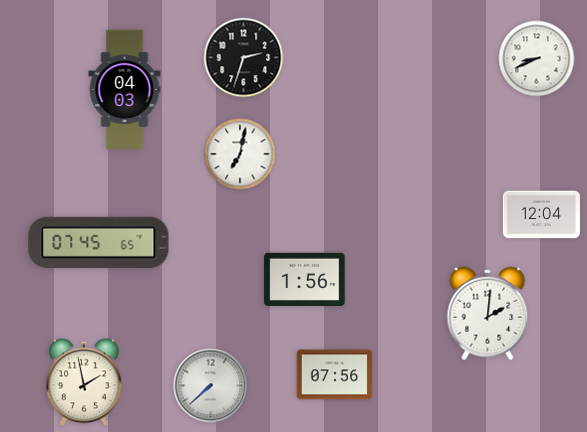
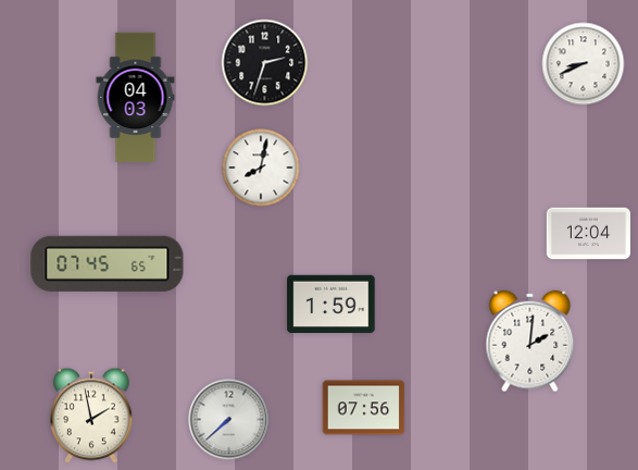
clock at (240, 154): 7:02 -> 8:02
clock at (305, 280): 1:56 -> 1:59
